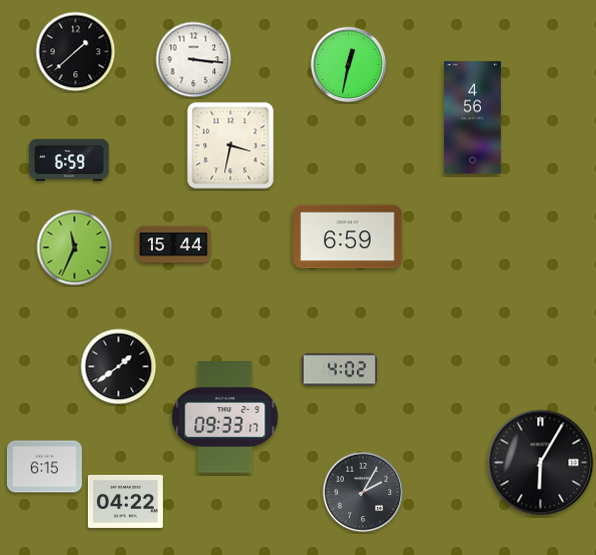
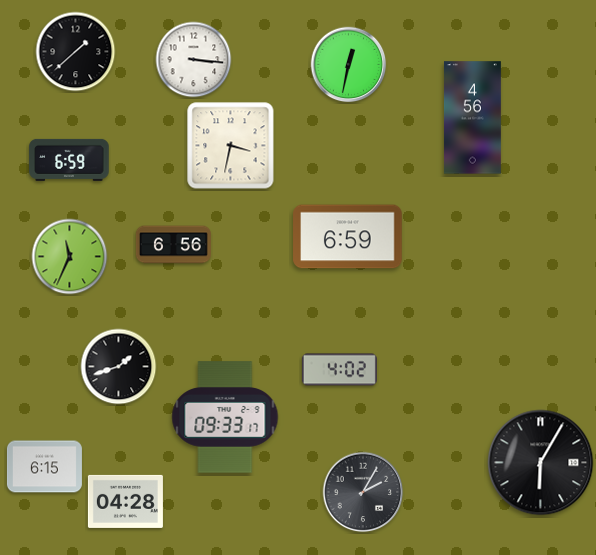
clock at (173, 245): 15:44 -> 6:56
clock at (75, 248) position: (75, 248) -> (70, 257)
clock at (119, 367): 1:39 -> 1:42
clock at (125, 501): 04:22 -> 04:28
